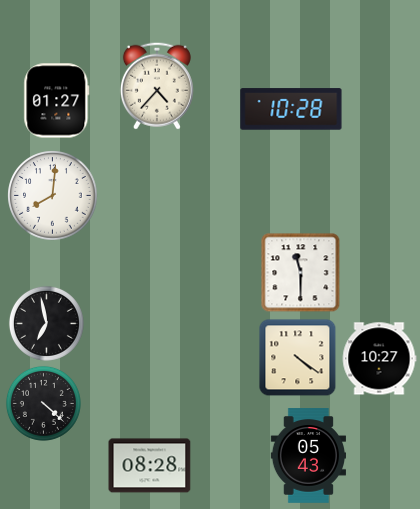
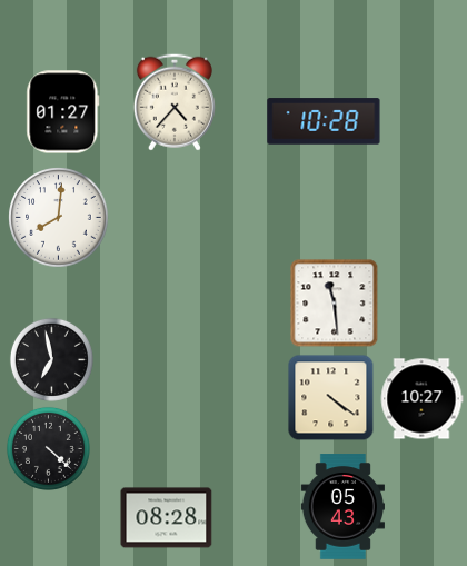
clock at (157, 86) position: (157, 86) -> (175, 102)
clock at (301, 273): 11:30 -> 11:29
